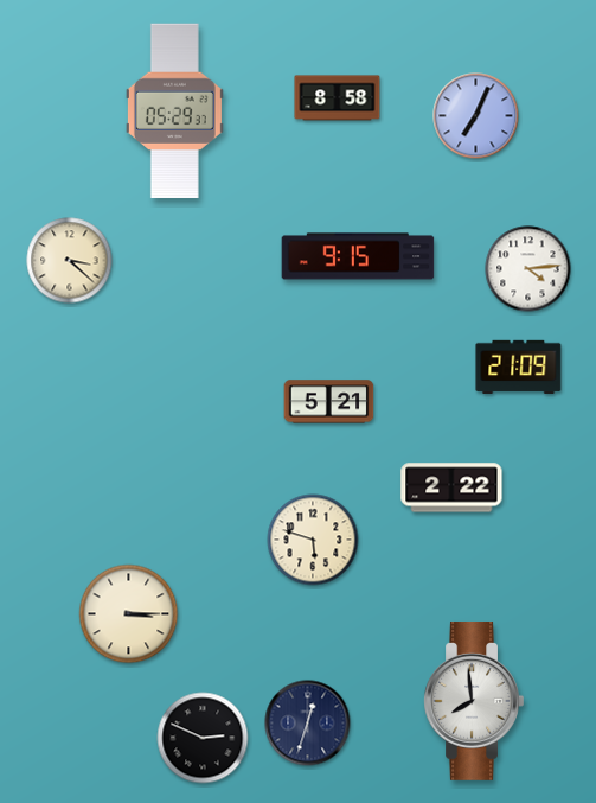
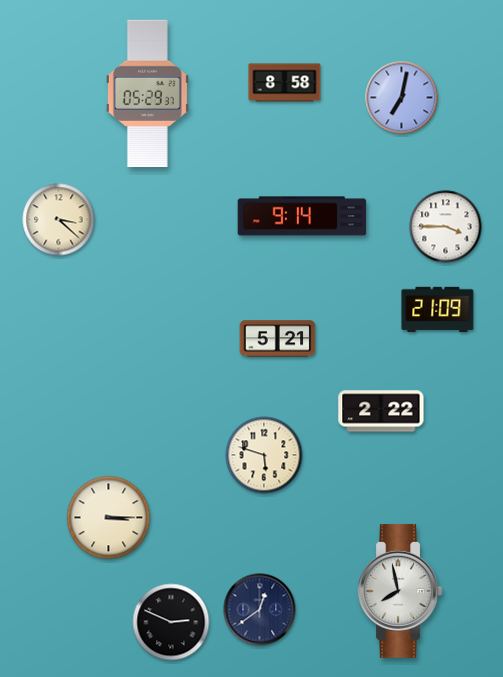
clock at (476, 116): 7:04 -> 7:02
clock at (358, 256): 9:15 -> 9:14
clock at (528, 269): 4:14 -> 3:45
clock at (474, 701): 7:59 -> 7:58
clock at (308, 724): 12:33 -> 12:39
